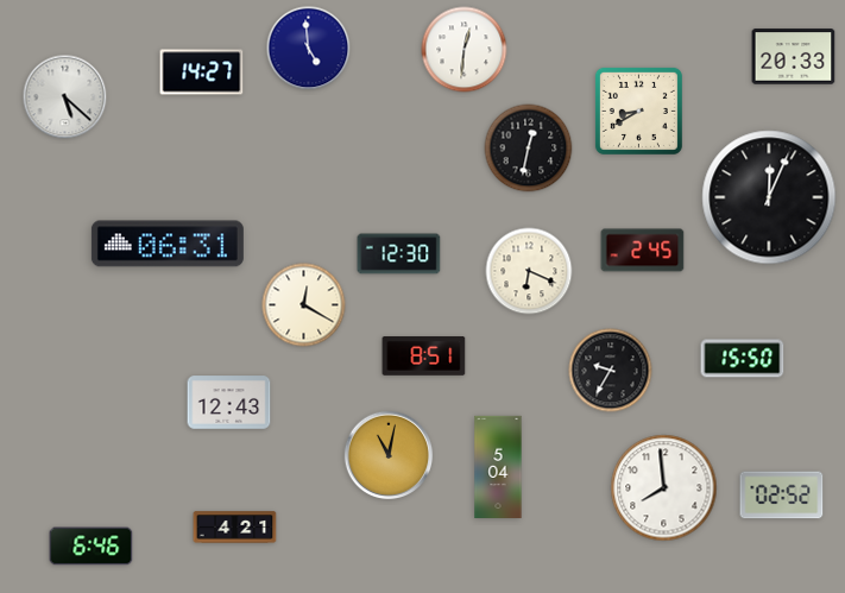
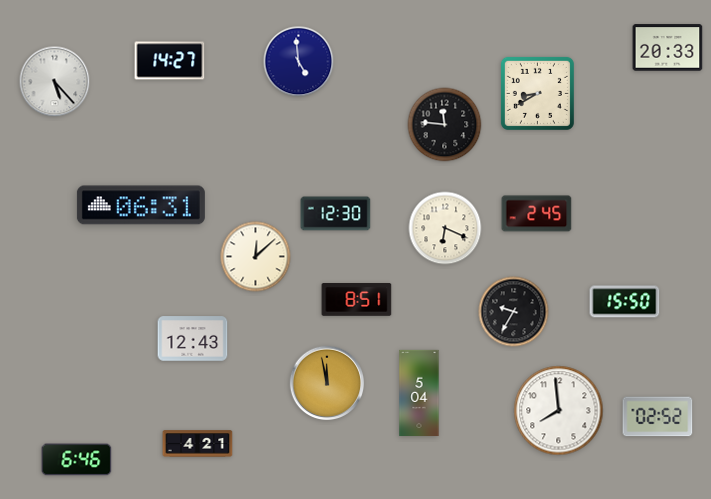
clock at (309, 49) position: (309, 49) -> (299, 62)
clock at (465, 50): 12:31 -> none
clock at (65, 97): 5:22 -> 5:23
clock at (529, 149): 12:32 -> 11:46
clock at (769, 197): 12:04 -> none
clock at (643, 251) position: (643, 251) -> (537, 214)
clock at (304, 305): 12:20 -> 12:08
clock at (389, 455): 11:02 -> 11:58
